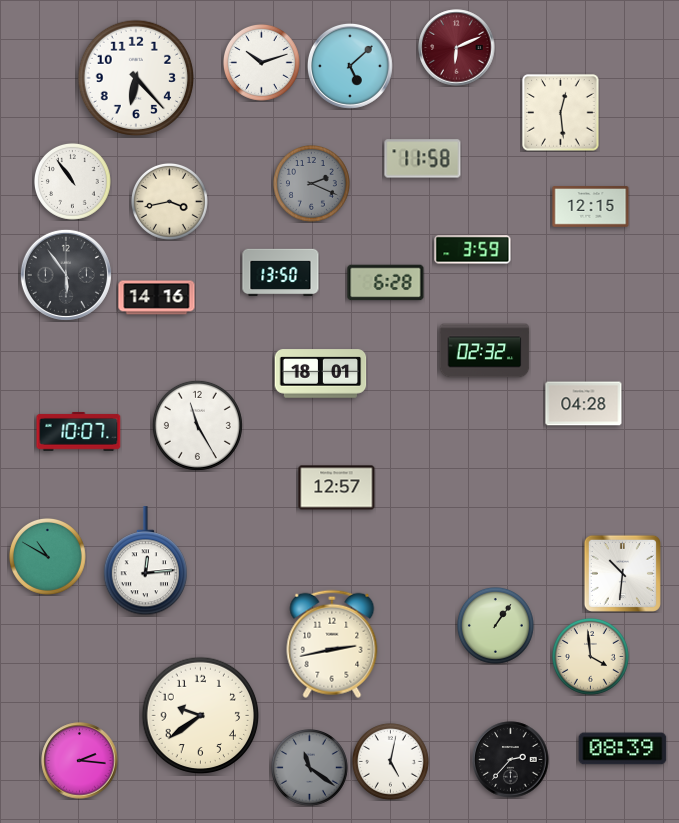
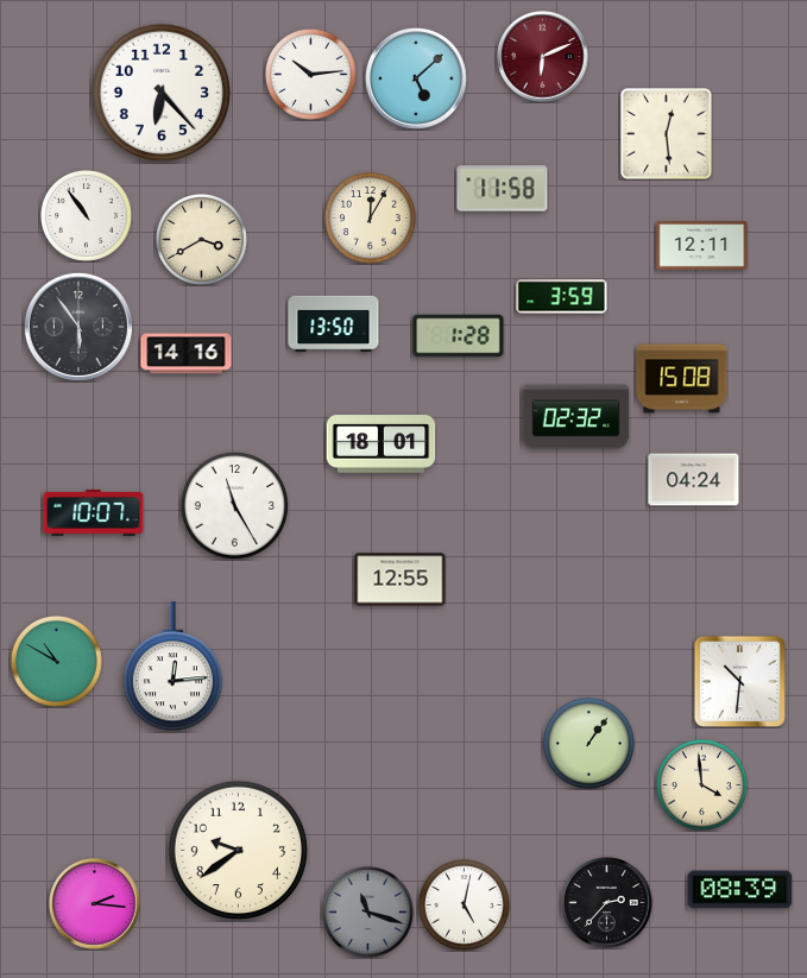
clock at (262, 63): 10:12 -> 10:14
clock at (312, 184): 2:19 -> 12:05
clock at (312, 184) dial: grey -> cream
clock at (170, 202): 3:43 -> 3:40
clock at (591, 207): 12:15 -> 12:11
clock at (386, 283): 6:28 -> 1:28
clock at (682, 379): none -> 15:08
clock at (584, 404): 04:28 -> 04:24
clock at (337, 488): 12:57 -> 12:55
clock at (332, 644): 2:43 -> none
clock at (591, 657) position: (591, 657) -> (702, 785)
clock at (310, 768): 11:21 -> 11:18
